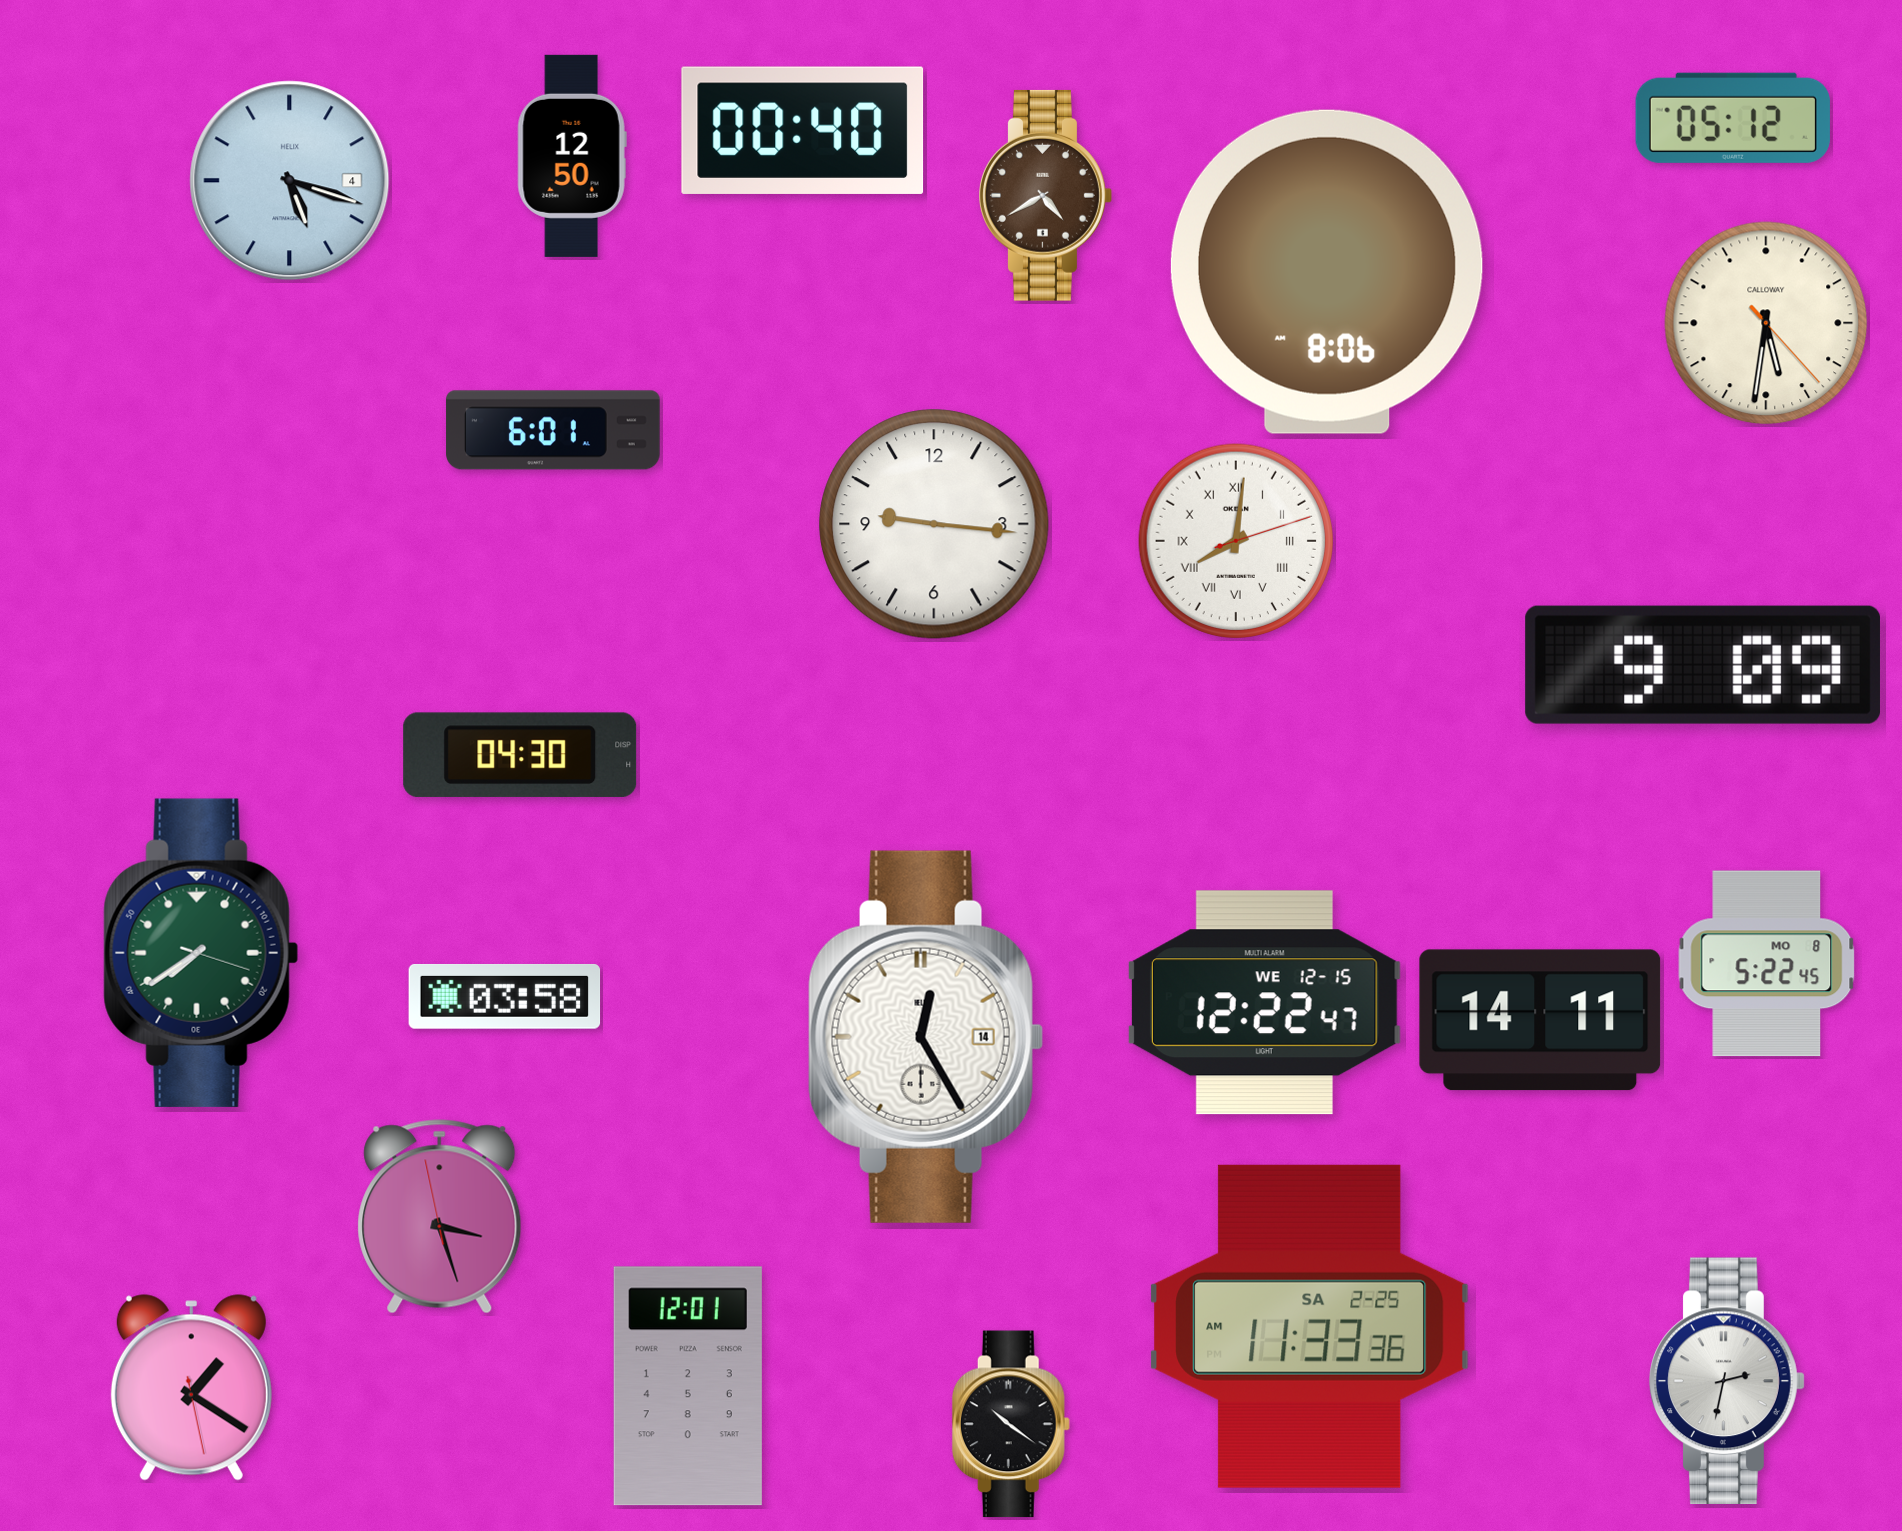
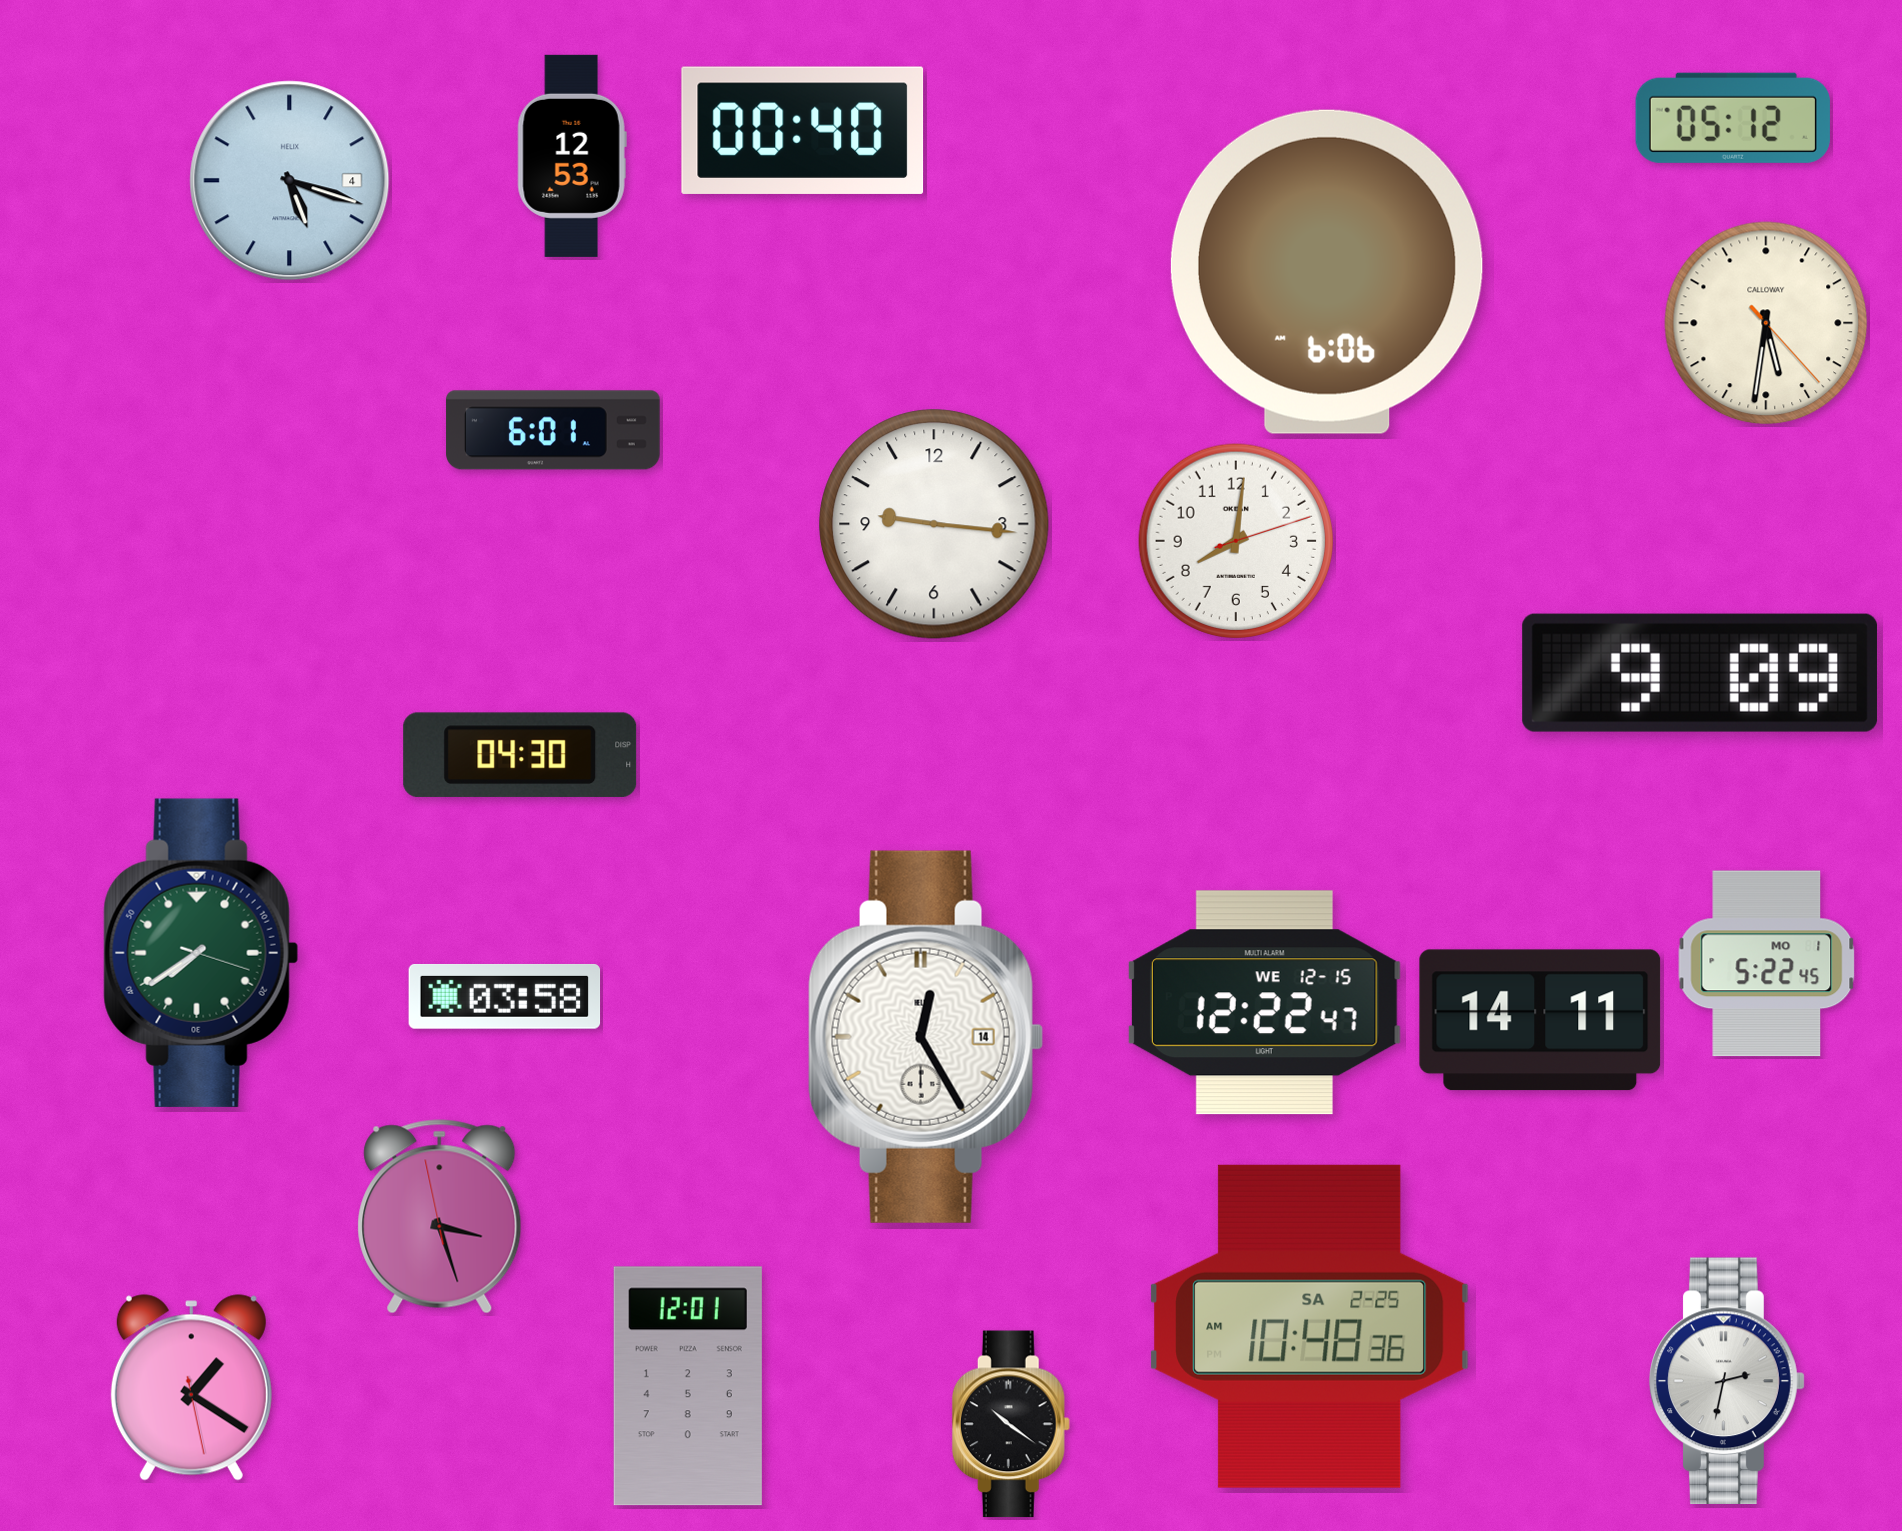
clock at (572, 156): 12:50 -> 12:53
clock at (1046, 195): 4:40 -> none
clock at (1327, 272): 8:06 -> 6:06
clock at (1235, 540) numerals: Roman -> Arabic
clock at (1703, 665) position: (1703, 665) -> (1700, 673)
clock at (1767, 964) date: MO 8 -> MO 1
clock at (1310, 1326): 11:33 -> 10:48
